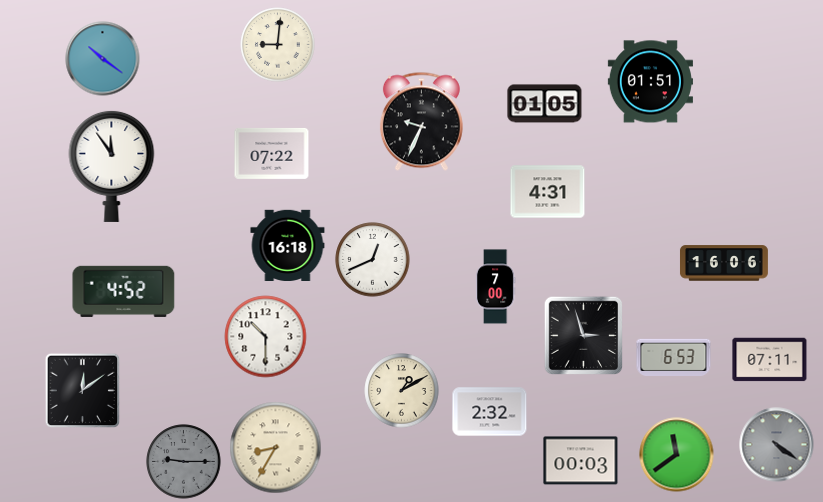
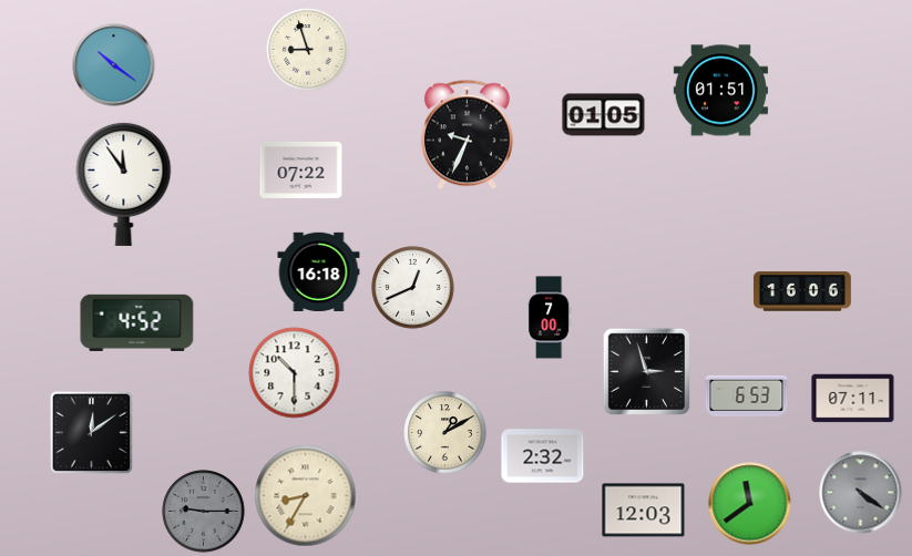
clock at (278, 45): 9:01 -> 8:57
clock at (548, 192): 4:31 -> none
clock at (581, 461): 00:03 -> 12:03
